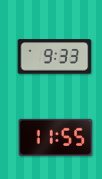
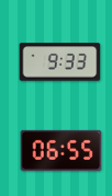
clock at (56, 137): 11:55 -> 06:55
